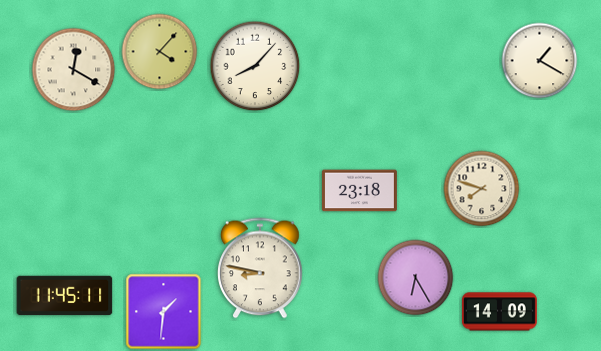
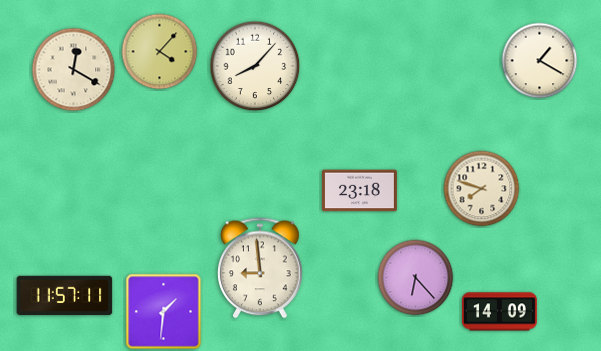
clock at (260, 268): 8:47 -> 8:59
clock at (416, 278): 6:25 -> 6:23
clock at (65, 296): 11:45 -> 11:57
